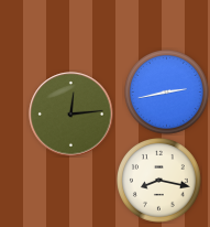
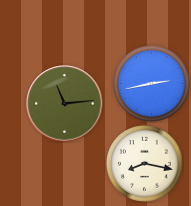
clock at (71, 115): 12:14 -> 11:14
